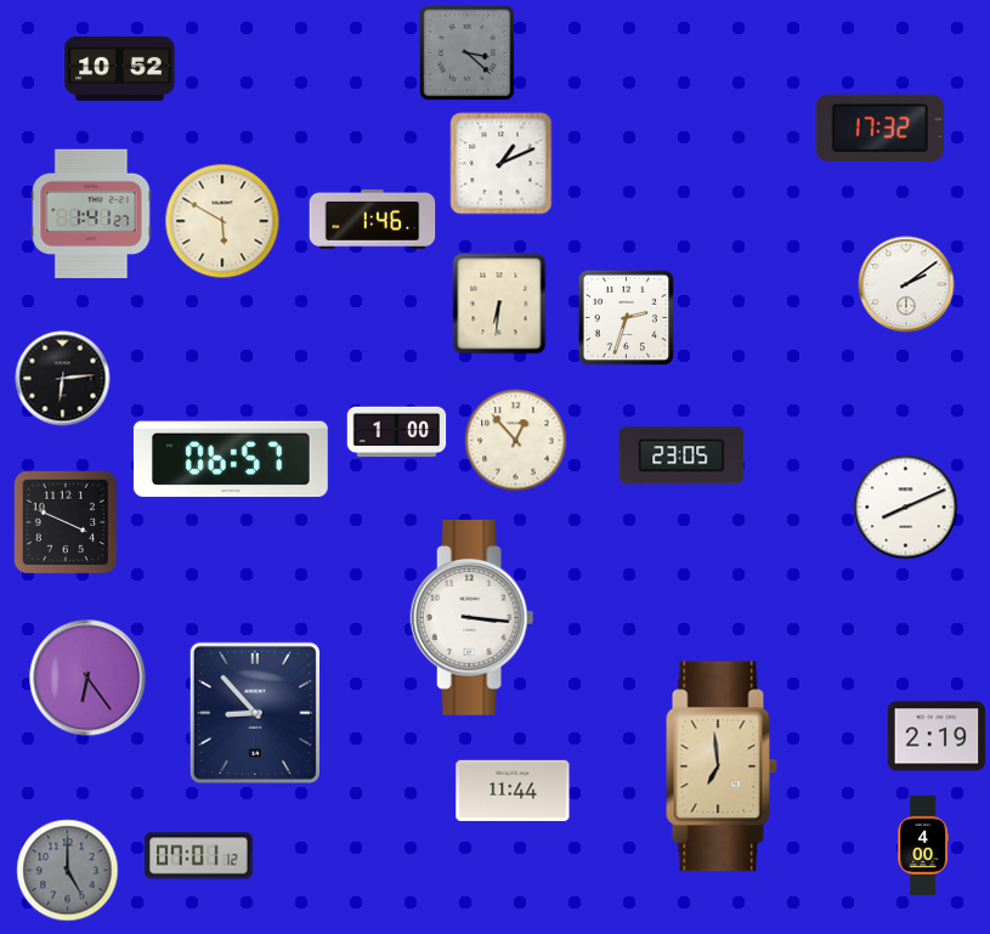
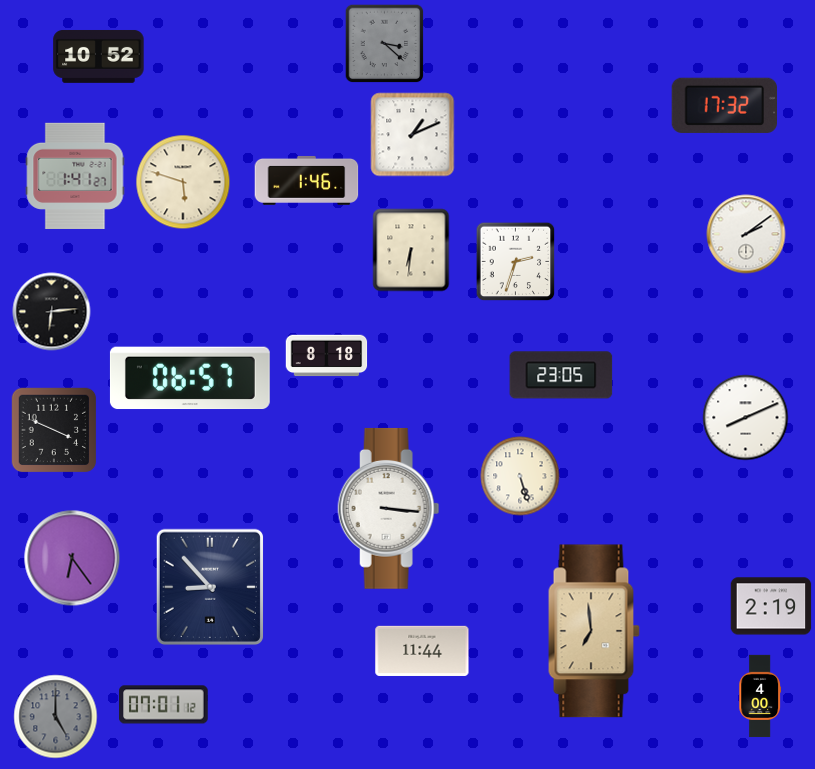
clock at (222, 221): 5:50 -> 5:48
clock at (397, 432): 1:00 -> 8:18
clock at (516, 441): 12:53 -> none
clock at (520, 476): none -> 5:27
